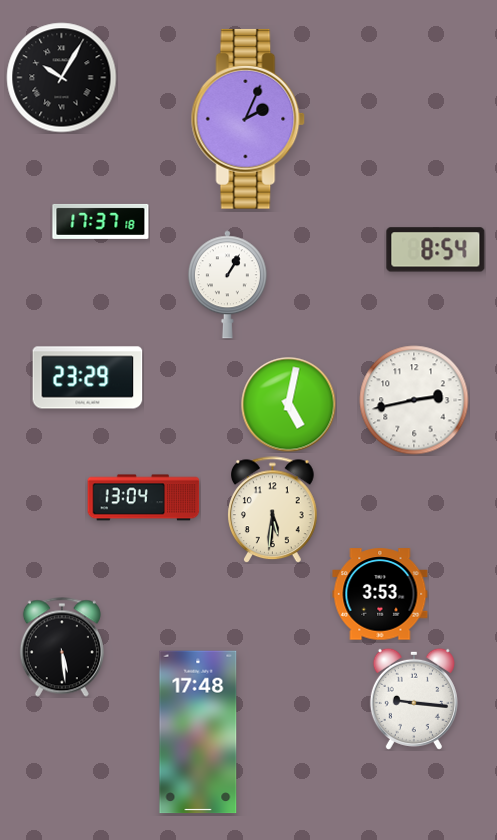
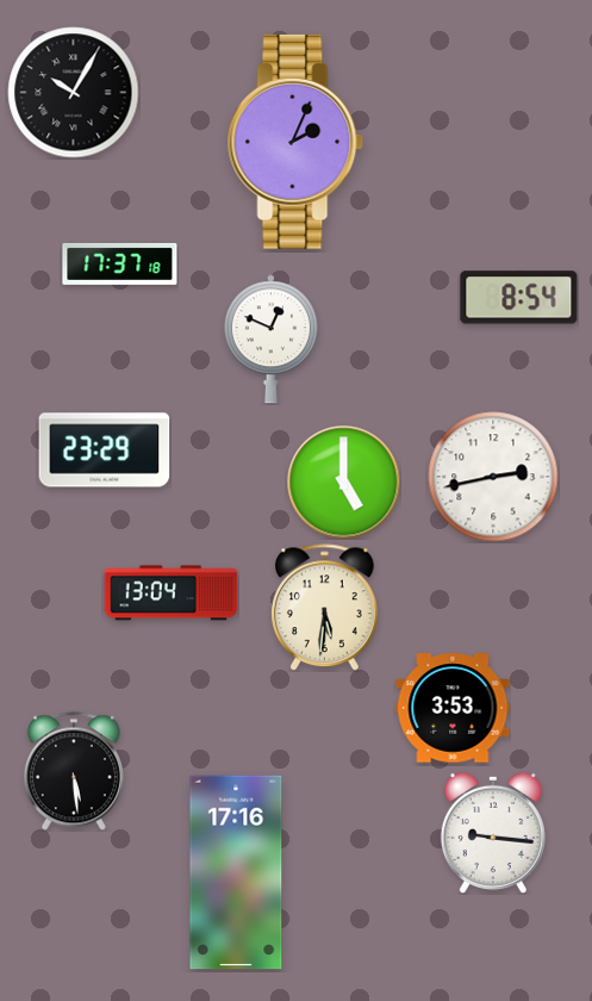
clock at (227, 285): 1:05 -> 12:49
clock at (288, 404): 5:02 -> 5:00
clock at (198, 732): 17:48 -> 17:16
